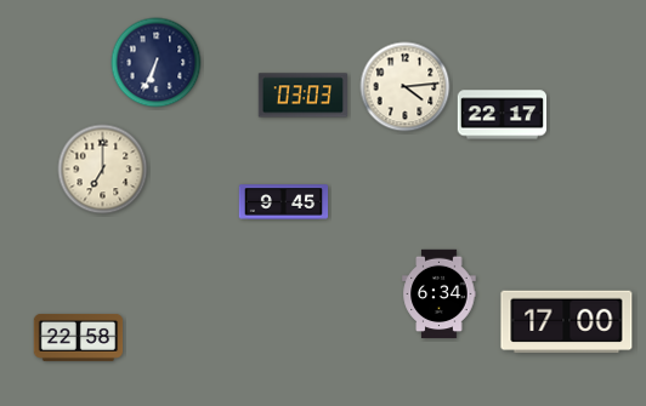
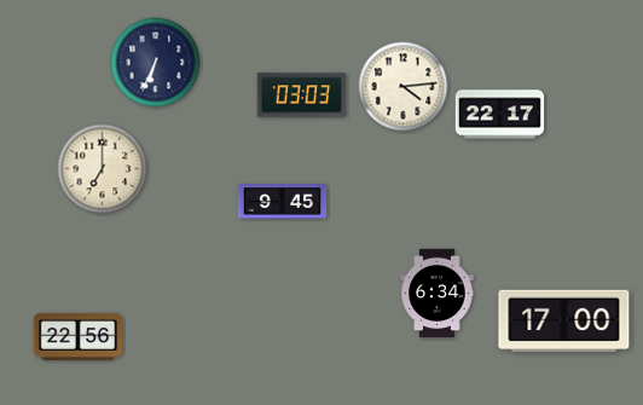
clock at (79, 338): 22:58 -> 22:56
